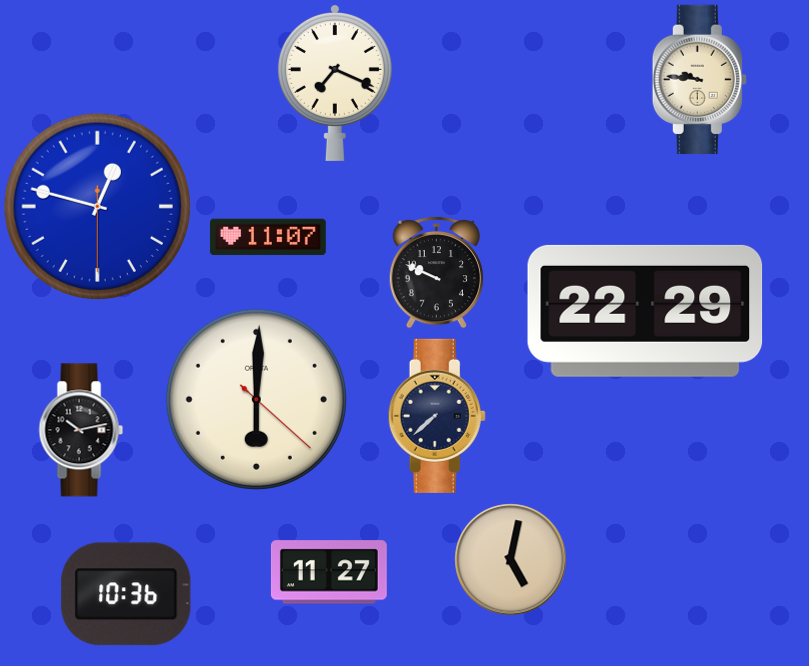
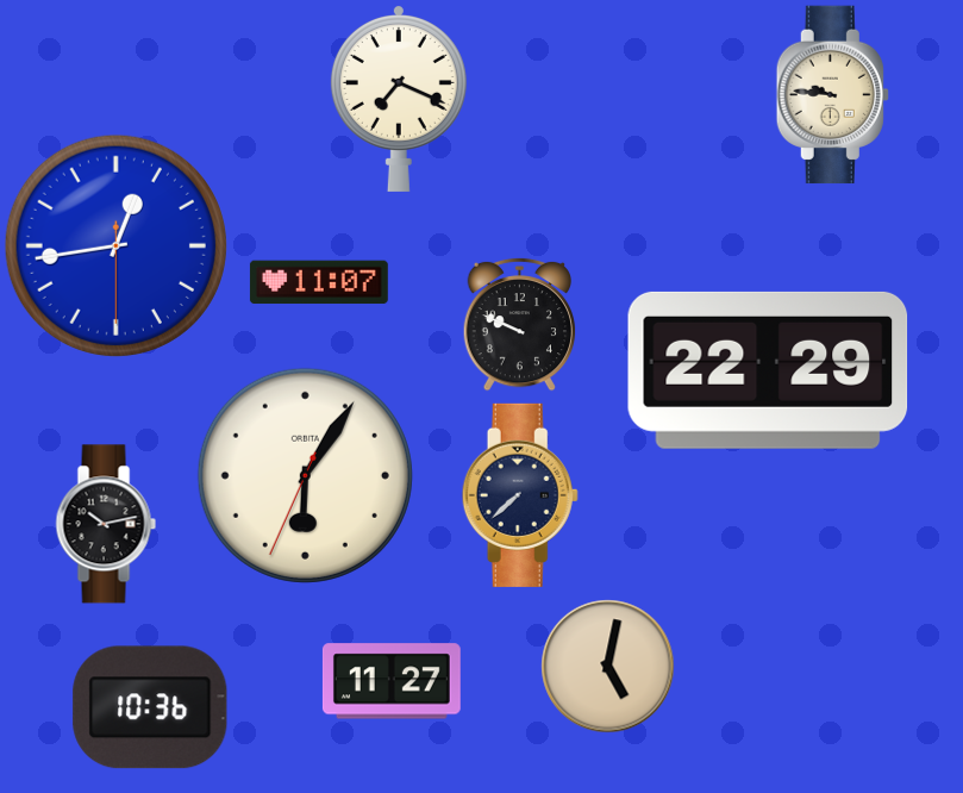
clock at (97, 206): 12:47 -> 12:43
clock at (256, 399): 6:00 -> 6:05
clock at (81, 430) position: (81, 430) -> (106, 524)
